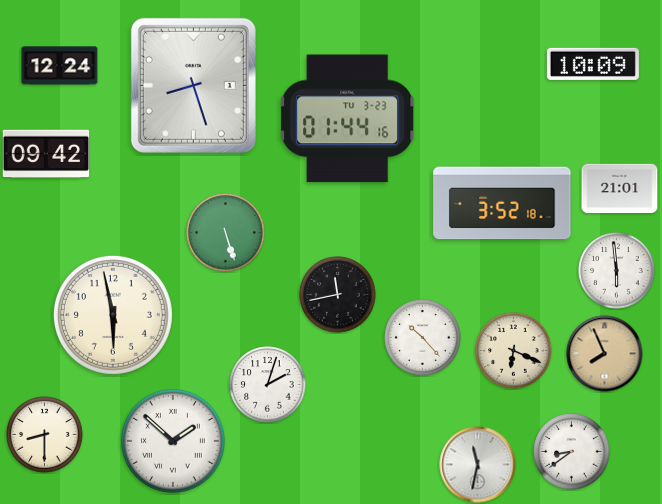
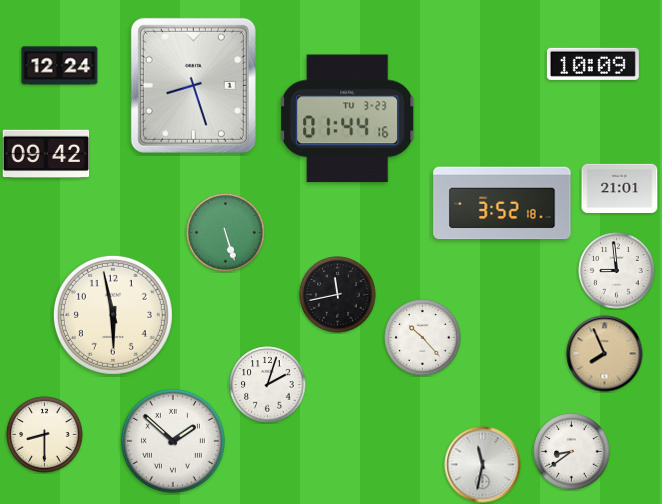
clock at (617, 271): 5:59 -> 8:59
clock at (514, 351): 6:19 -> none
clock at (478, 465) position: (478, 465) -> (483, 465)
